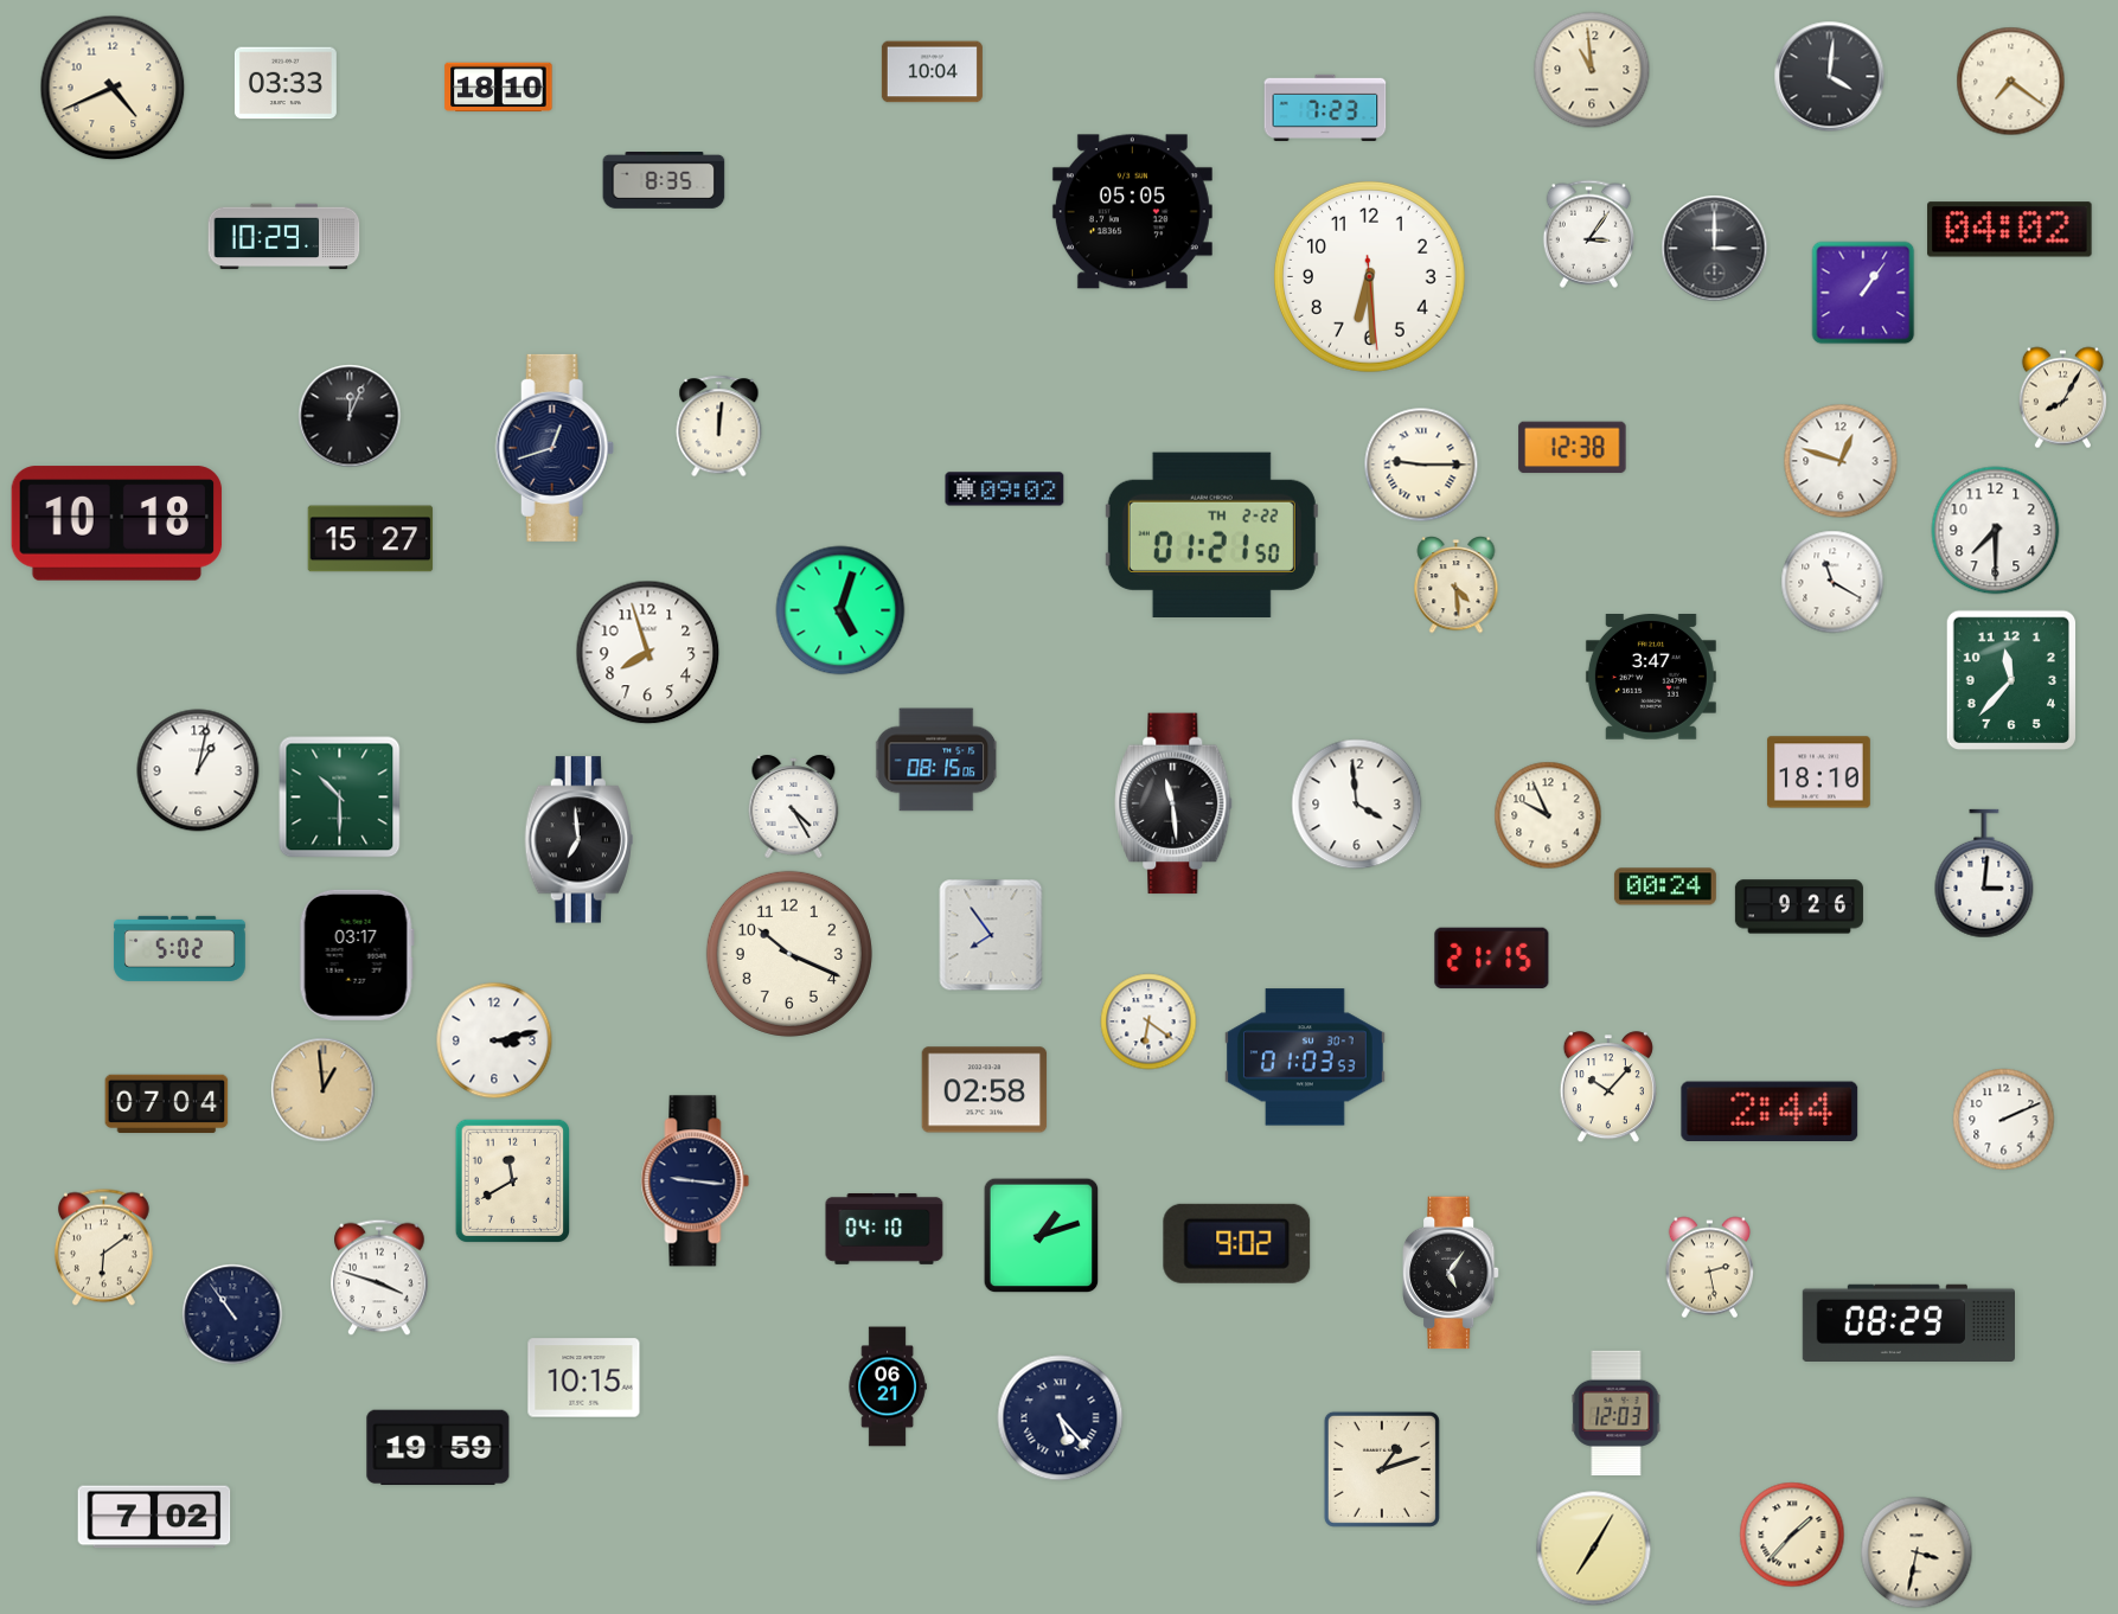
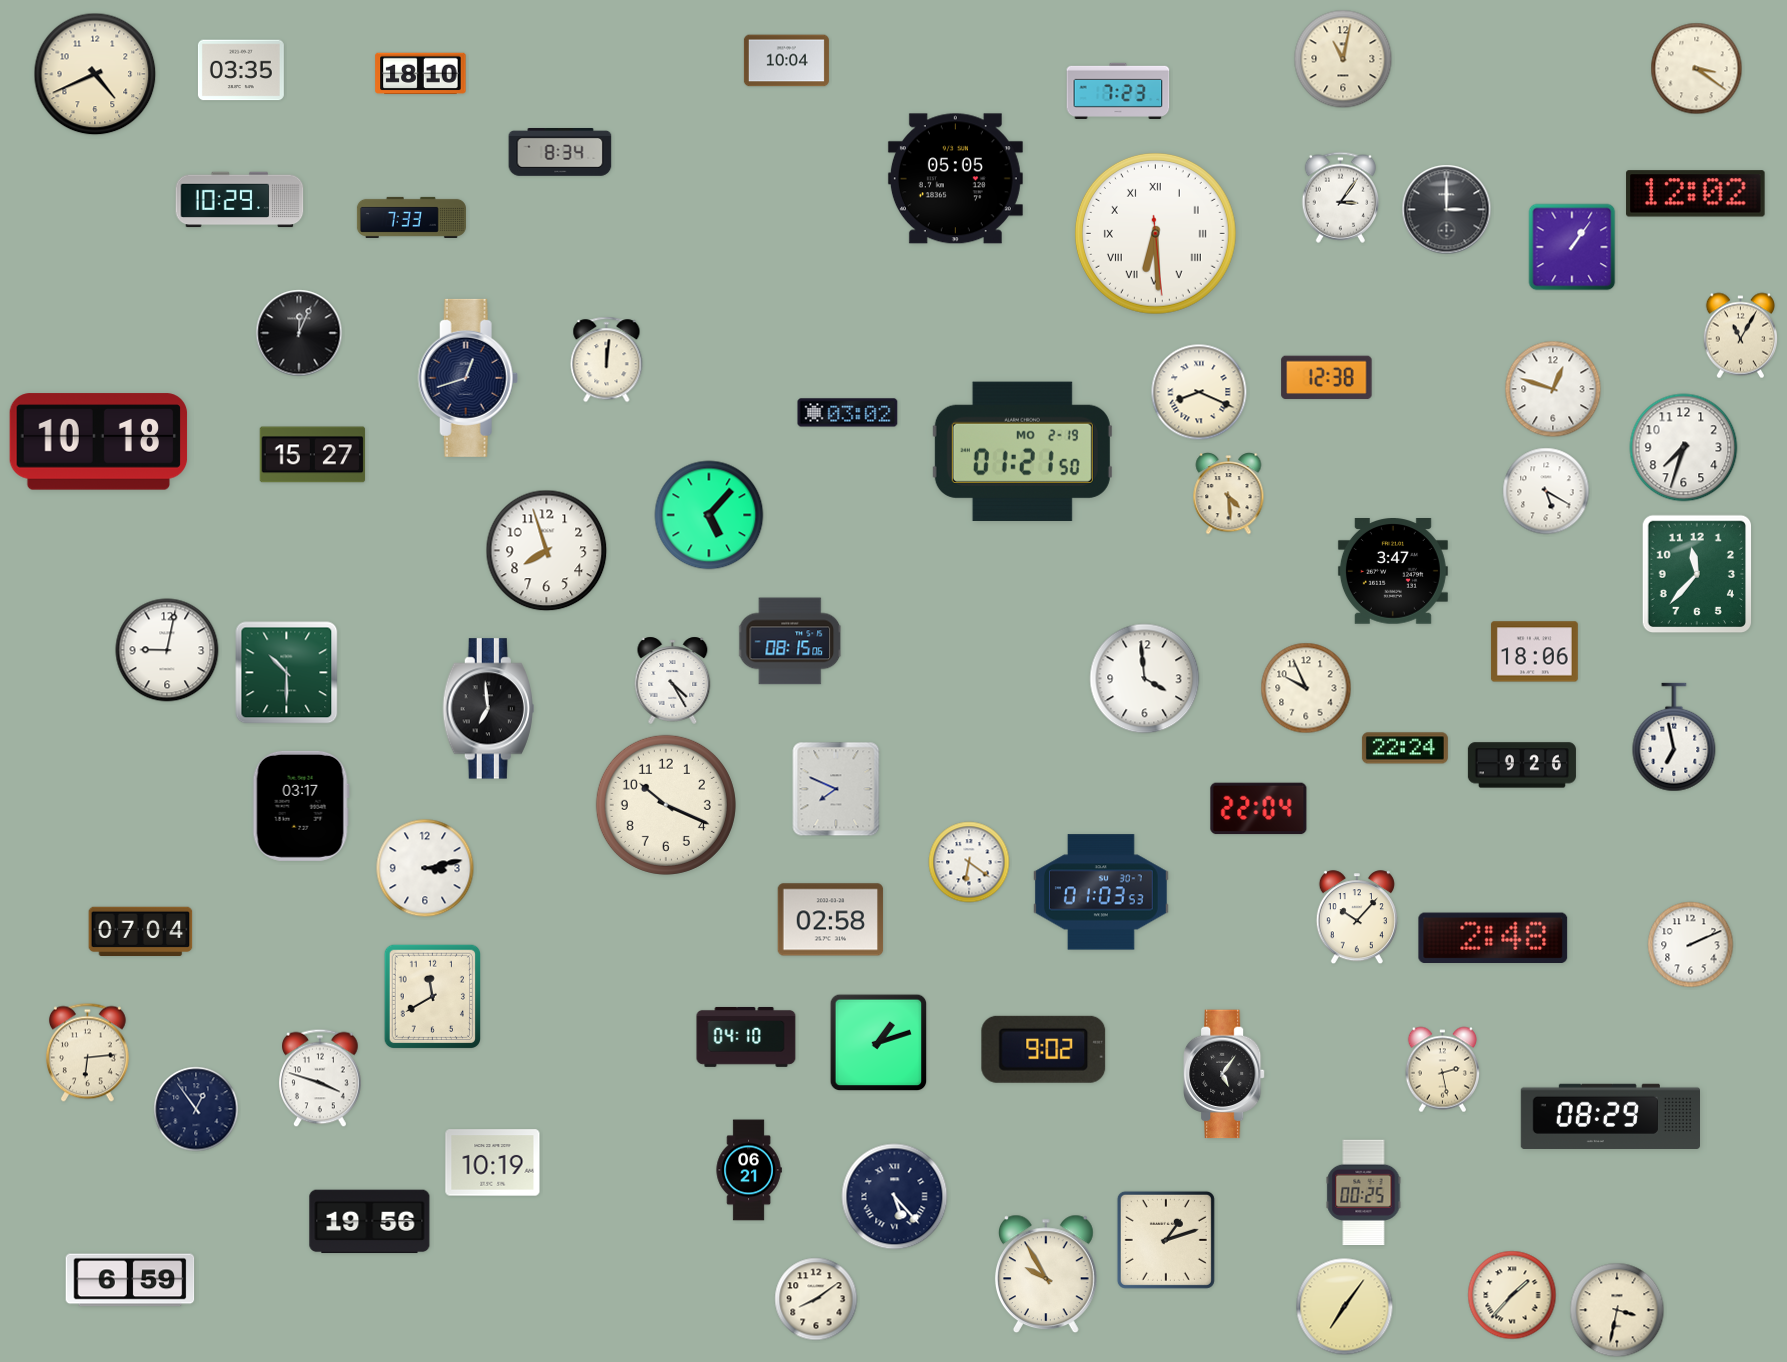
clock at (1592, 70): 10:59 -> 11:02
clock at (1830, 77): 4:01 -> none
clock at (2011, 82): 7:21 -> 3:21
clock at (286, 83): 03:33 -> 03:35
clock at (664, 181): 8:35 -> 8:34
clock at (2010, 230): 04:02 -> 12:02
clock at (411, 217): none -> 7:33
clock at (1369, 276) numerals: Arabic -> Roman
clock at (2062, 398): 8:05 -> 11:05
clock at (350, 416) position: (350, 416) -> (299, 333)
clock at (1421, 465): 9:15 -> 8:19
clock at (1005, 489): 09:02 -> 03:02
clock at (1996, 531): 7:30 -> 7:33
clock at (1211, 534) date: TH 2-22 -> MO 2-19
clock at (1832, 582): 11:20 -> 5:20
clock at (840, 610): 5:03 -> 5:07
clock at (198, 770): 1:02 -> 9:02
clock at (1818, 773): 18:10 -> 18:06
clock at (1173, 803): 11:29 -> none
clock at (794, 806) position: (794, 806) -> (673, 680)
clock at (1984, 873): 3:01 -> 6:58
clock at (1665, 886): 00:24 -> 22:24
clock at (1799, 907) position: (1799, 907) -> (1522, 765)
clock at (991, 935): 7:54 -> 7:49
clock at (179, 948): 5:02 -> none
clock at (1492, 959): 21:15 -> 22:04
clock at (494, 1040) position: (494, 1040) -> (425, 868)
clock at (324, 1090): 12:59 -> none
clock at (1770, 1112): 2:44 -> 2:48
clock at (696, 1181): 9:16 -> none
clock at (103, 1248): 6:09 -> 6:14
clock at (232, 1314): 10:54 -> 12:54
clock at (584, 1378): 10:15 -> 10:19
clock at (1617, 1414): 12:03 -> 00:25
clock at (439, 1448): 19:59 -> 19:56
clock at (1046, 1274): none -> 9:55
clock at (154, 1517): 7:02 -> 6:59
clock at (816, 1299): none -> 8:09
clock at (1594, 1549): 7:05 -> 7:06
